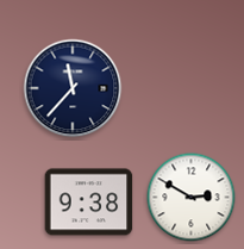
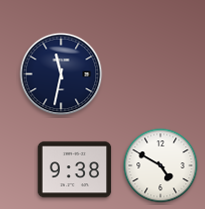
clock at (73, 88): 11:37 -> 11:32
clock at (192, 198): 2:50 -> 4:50
